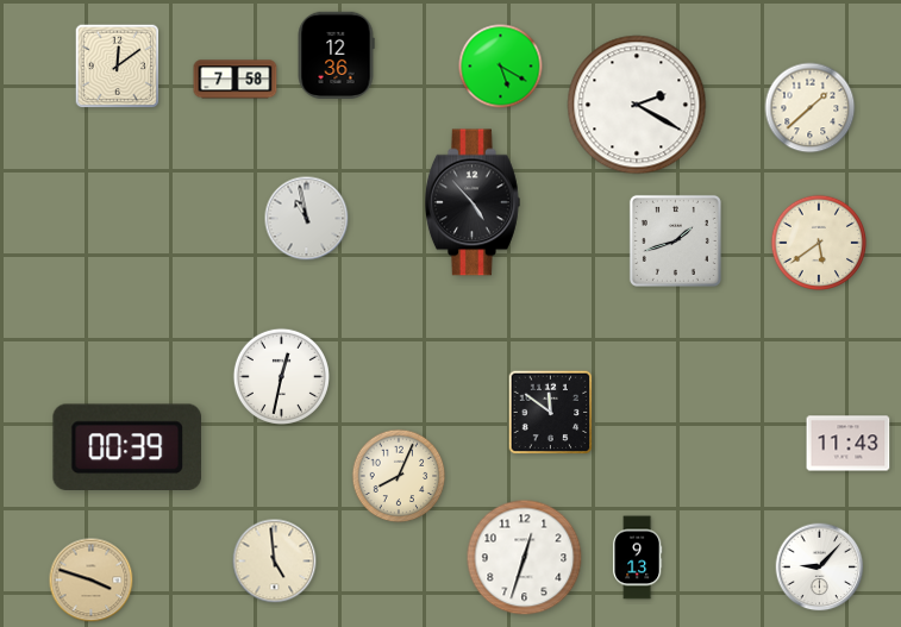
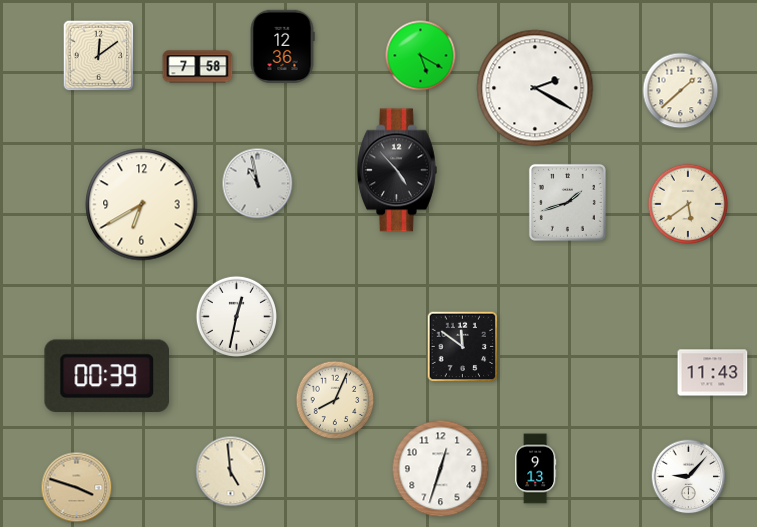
clock at (142, 205): none -> 6:40
